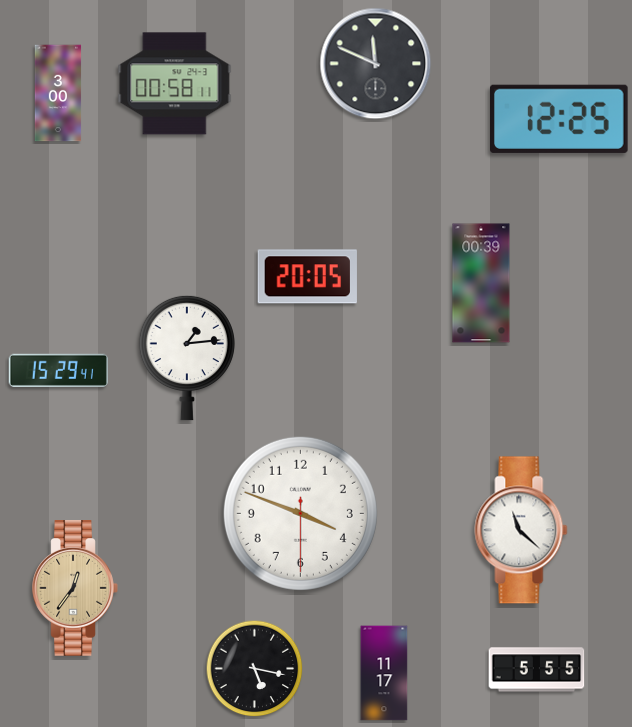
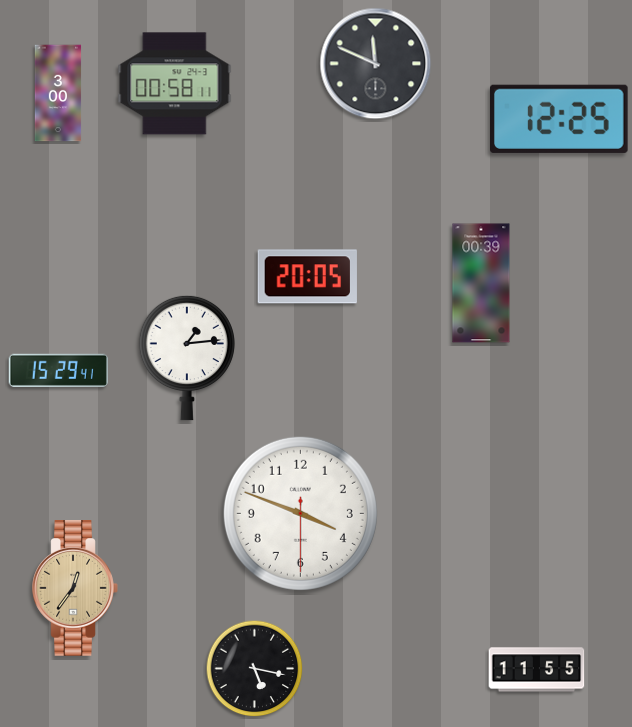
clock at (521, 530): 11:22 -> none
clock at (537, 670): 5:55 -> 11:55
clock at (384, 673): 11:17 -> none
